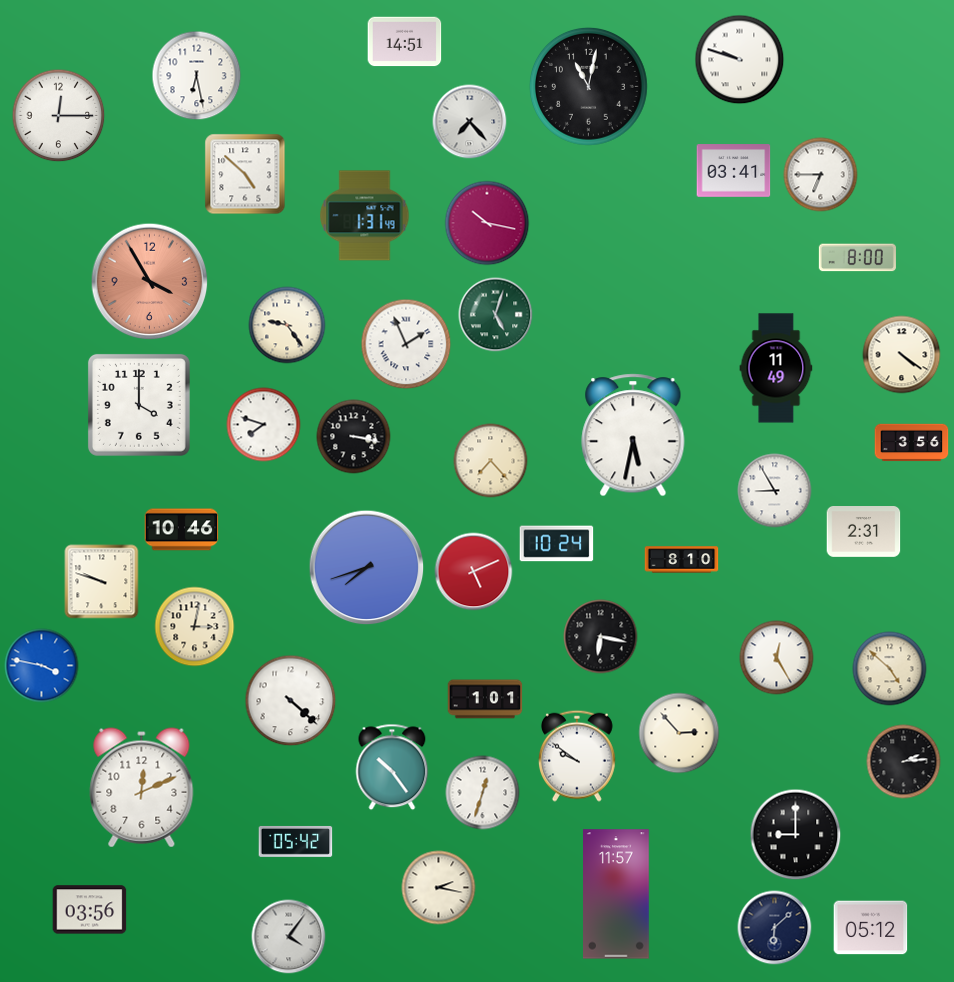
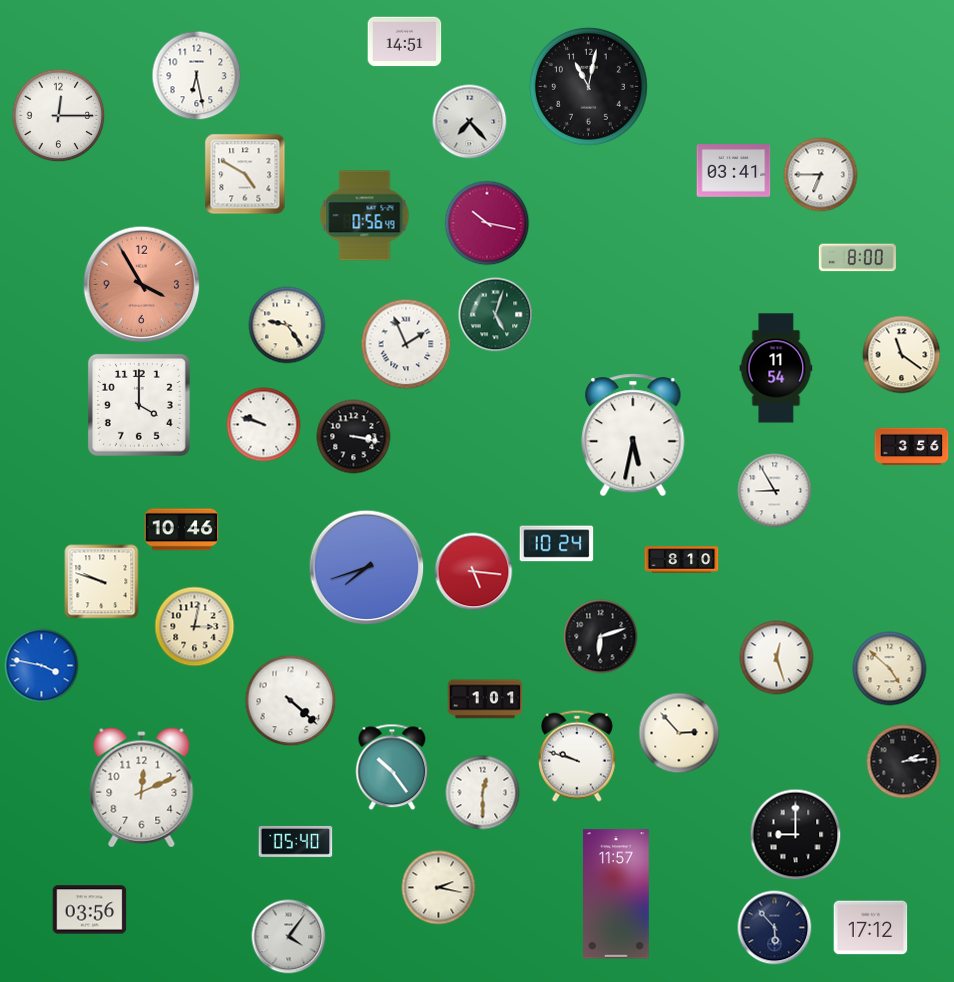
clock at (740, 60): 9:48 -> none
clock at (245, 174): 4:52 -> 4:50
clock at (365, 216): 1:31 -> 0:56
clock at (150, 282) position: (150, 282) -> (142, 285)
clock at (902, 355): 4:21 -> 11:21
clock at (776, 368): 11:49 -> 11:54
clock at (264, 425): 7:48 -> 9:48
clock at (912, 443) position: (912, 443) -> (912, 447)
clock at (491, 461): 7:23 -> none
clock at (864, 532): 2:31 -> none
clock at (474, 572): 5:11 -> 5:16
clock at (601, 637): 6:17 -> 6:12
clock at (777, 658): 12:25 -> 12:27
clock at (577, 756): 9:51 -> 9:48
clock at (483, 793): 12:33 -> 12:30
clock at (296, 841): 05:42 -> 05:40
clock at (775, 928): 6:08 -> 5:53
clock at (871, 928): 05:12 -> 17:12
